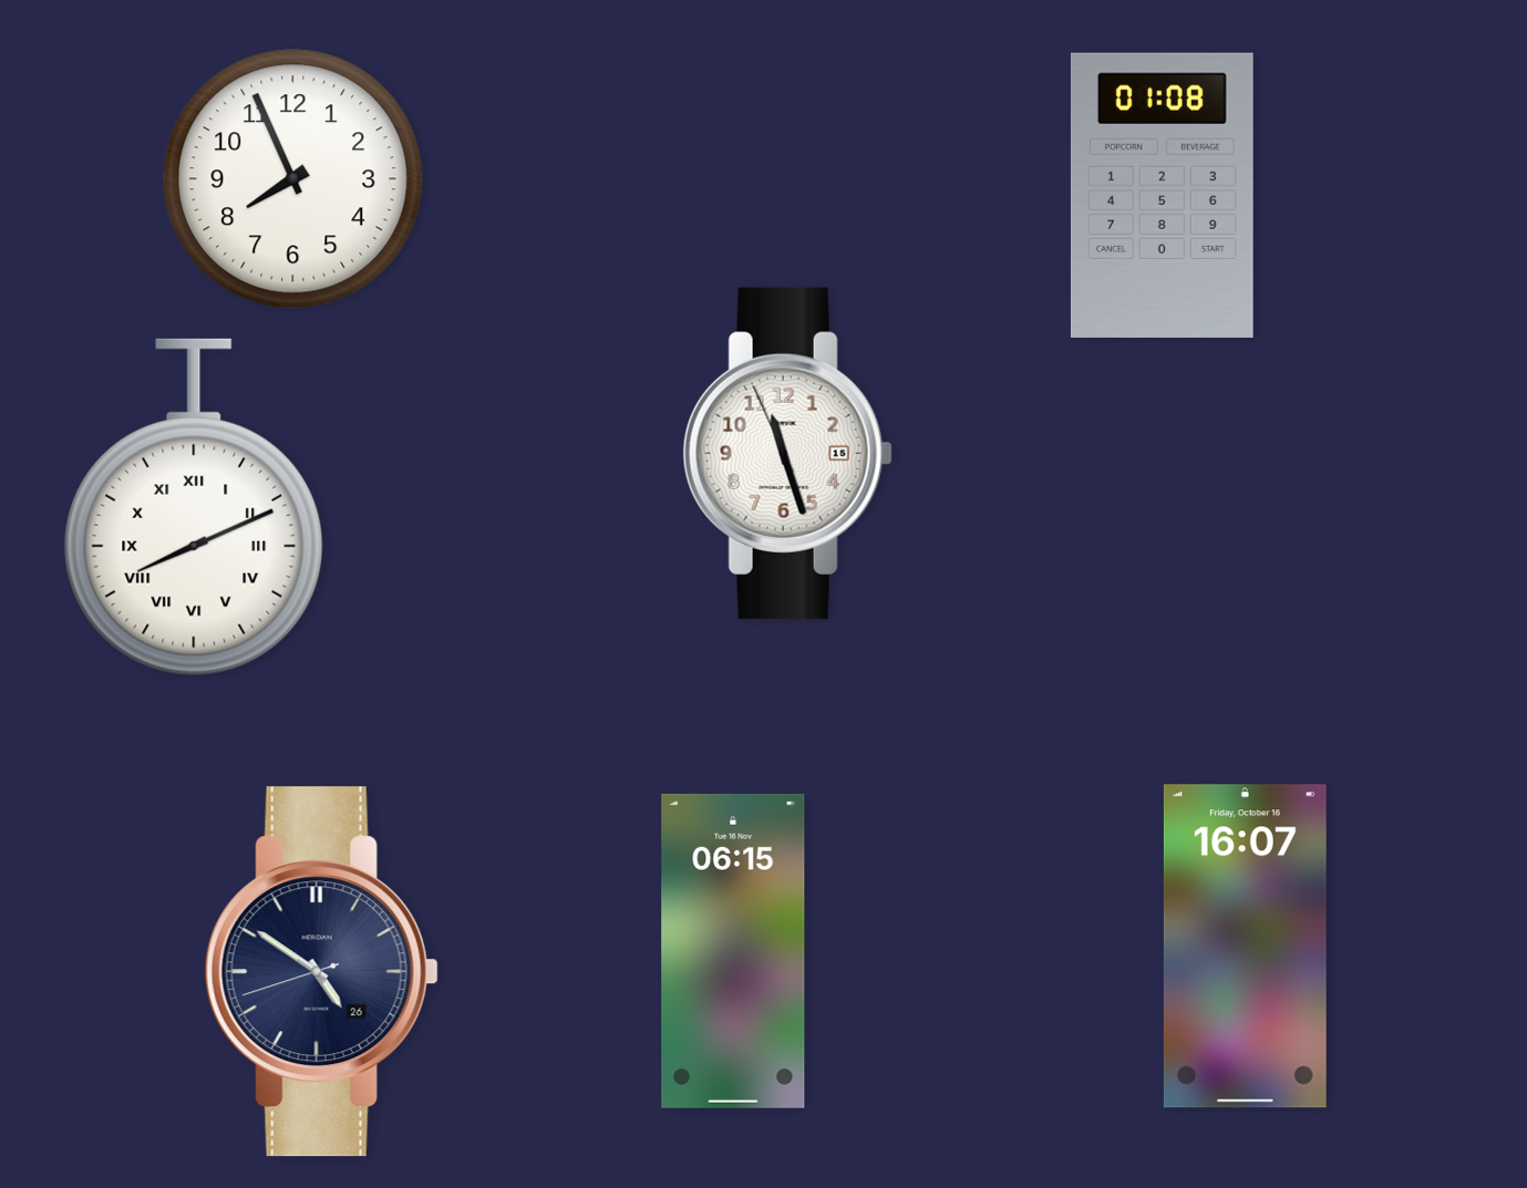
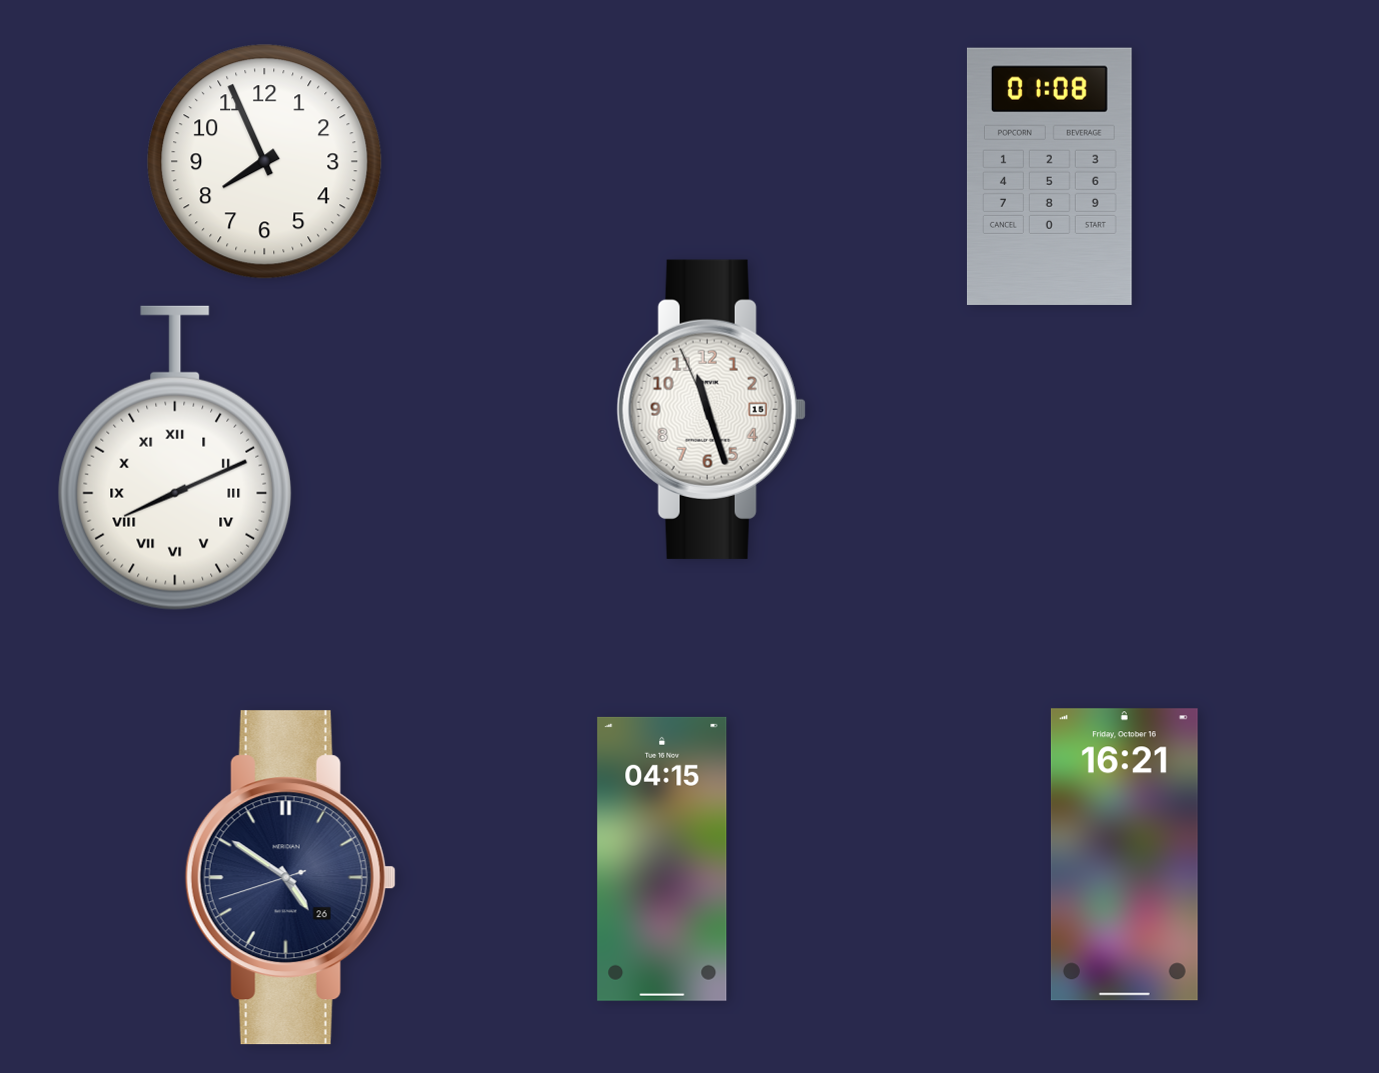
clock at (1245, 947): 16:07 -> 16:21
clock at (733, 951): 06:15 -> 04:15
